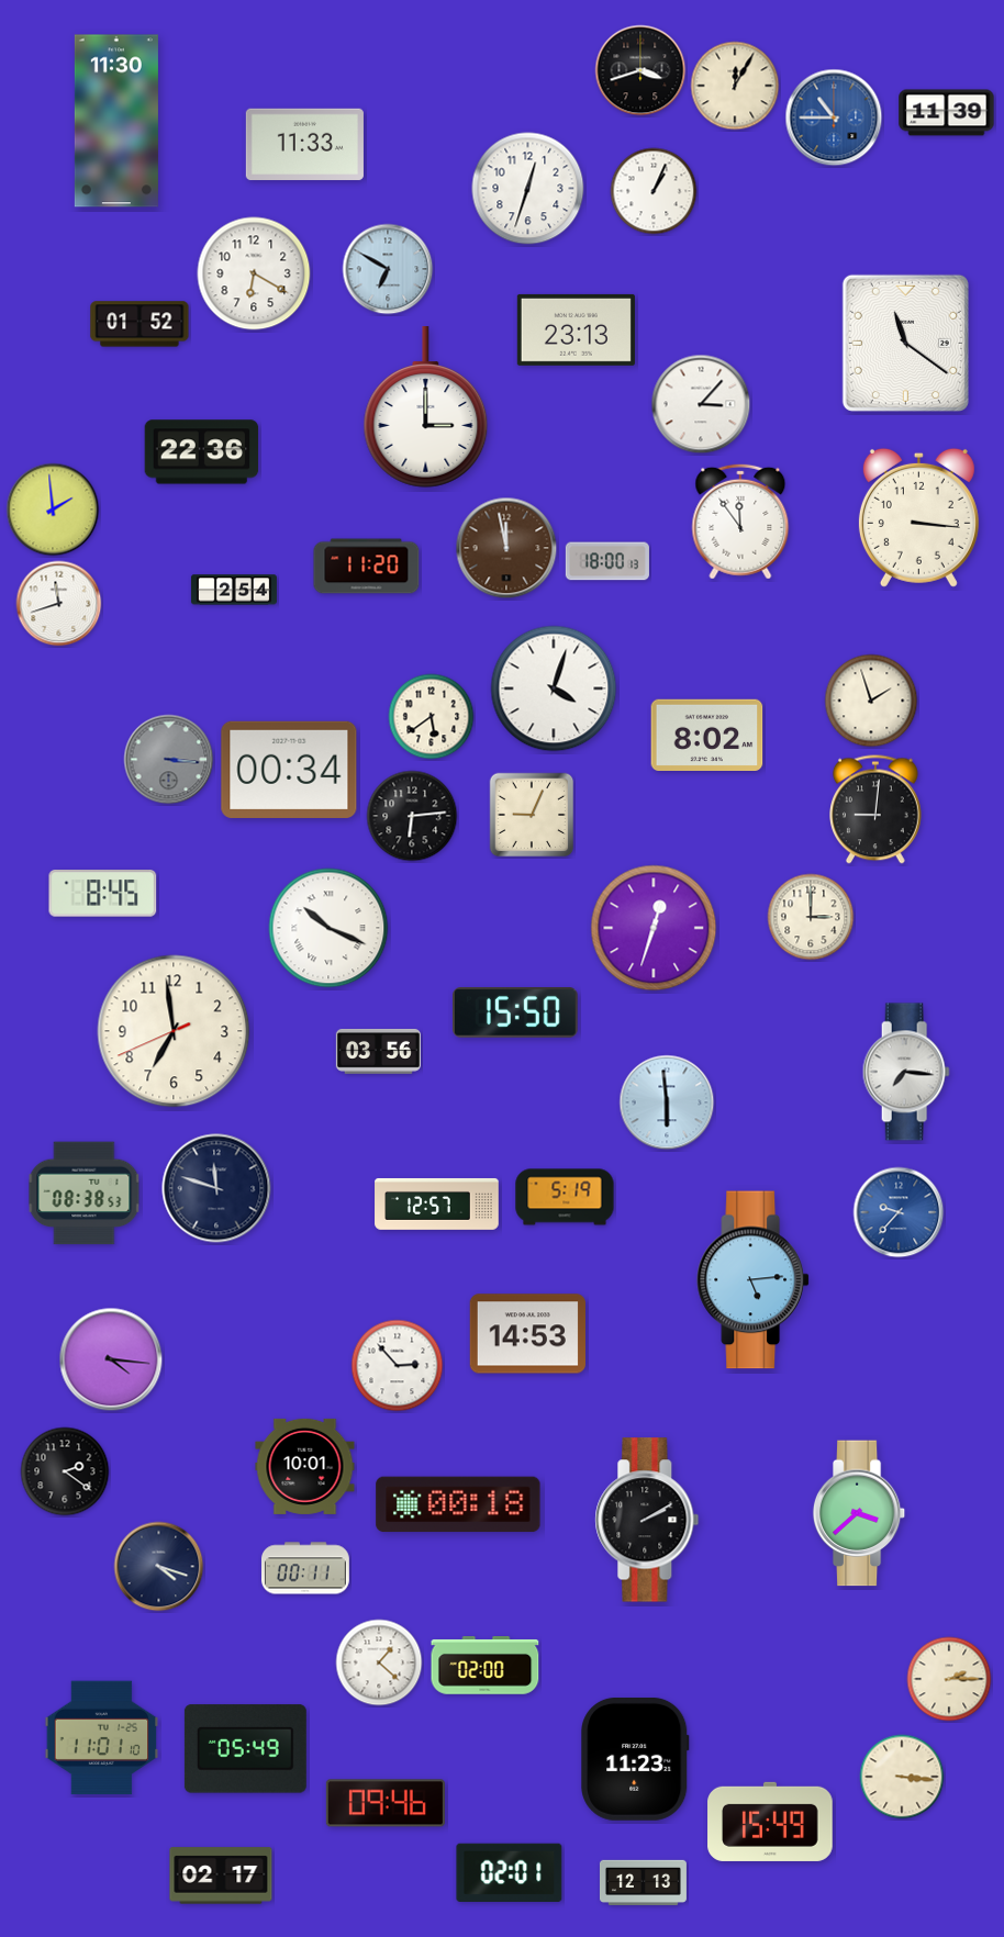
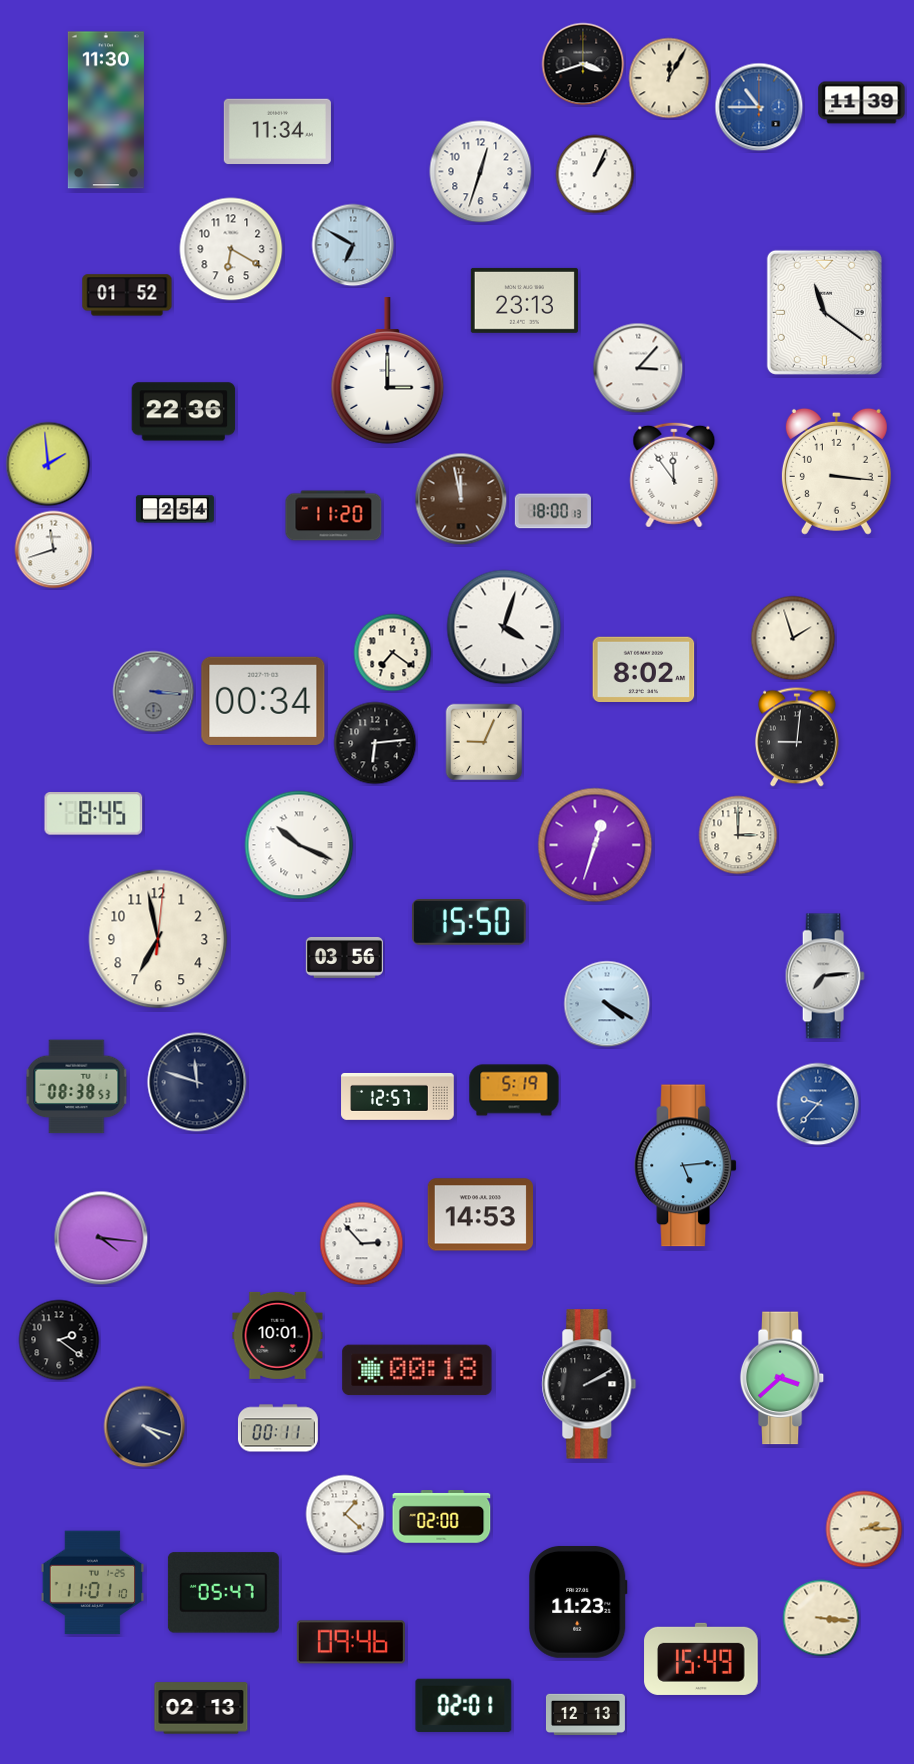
clock at (304, 145): 11:33 -> 11:34
clock at (234, 590) position: (234, 590) -> (175, 509)
clock at (432, 717): 5:39 -> 7:21
clock at (174, 1031): 6:58:41 -> 6:58:01
clock at (906, 1072): 7:16 -> 7:14
clock at (667, 1102): 5:59 -> 4:20
clock at (245, 1749): 05:49 -> 05:47
clock at (221, 1876): 02:17 -> 02:13
